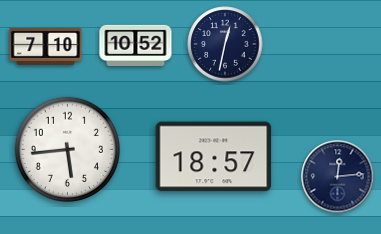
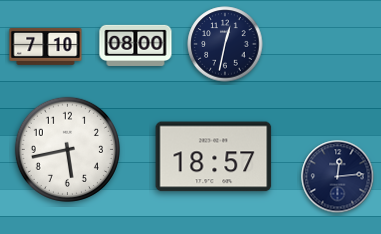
clock at (136, 45): 10:52 -> 08:00
clock at (67, 149): 5:44 -> 5:43
